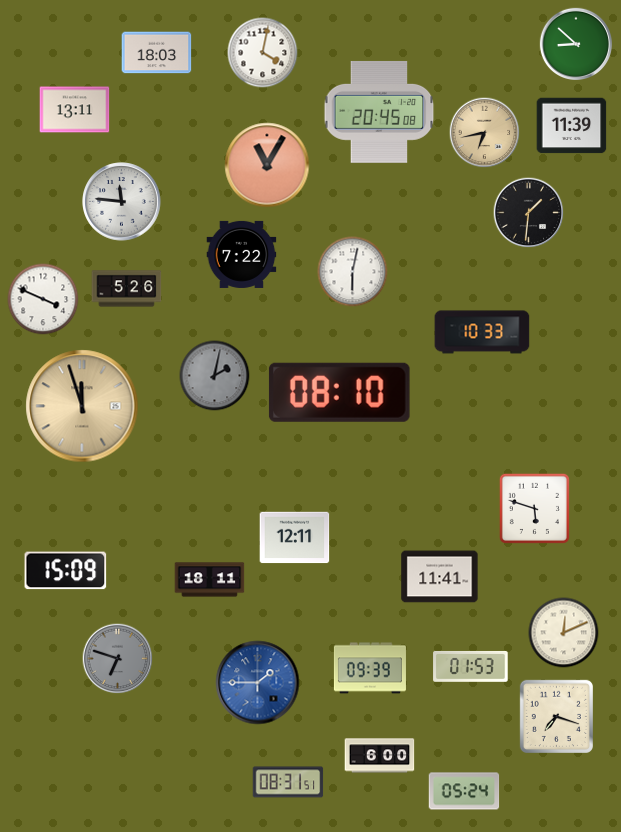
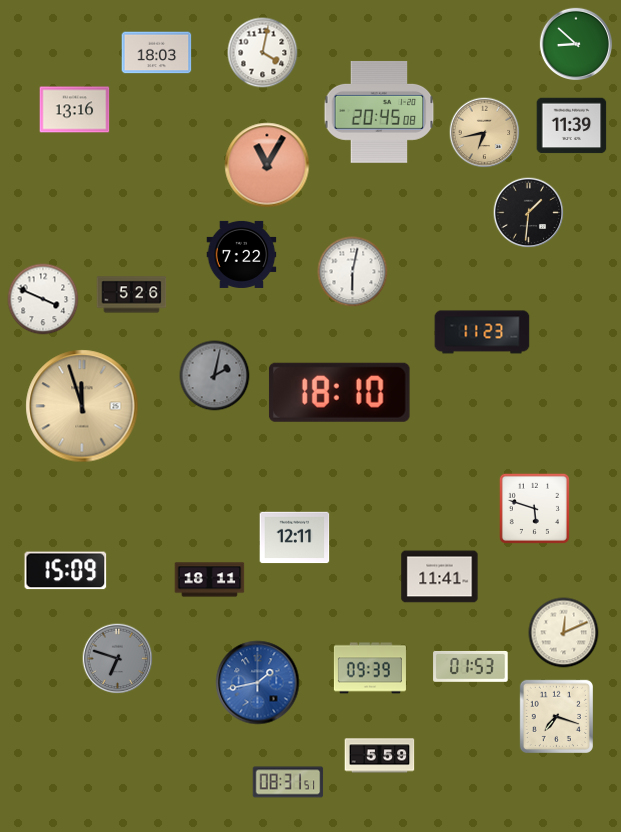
clock at (75, 110): 13:11 -> 13:16
clock at (122, 202): 11:46 -> none
clock at (127, 289) position: (127, 289) -> (132, 295)
clock at (482, 332): 10:33 -> 11:23
clock at (339, 392): 08:10 -> 18:10
clock at (258, 683): 1:45 -> 1:43
clock at (380, 756): 6:00 -> 5:59
clock at (464, 791): 05:24 -> none
